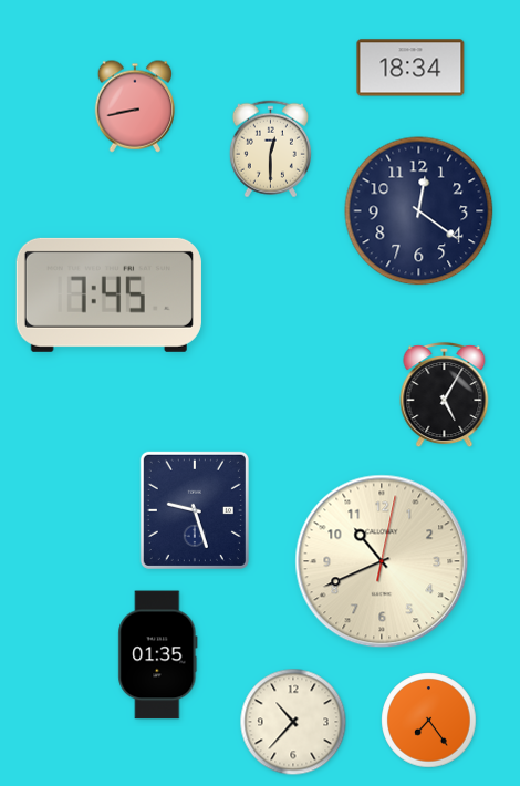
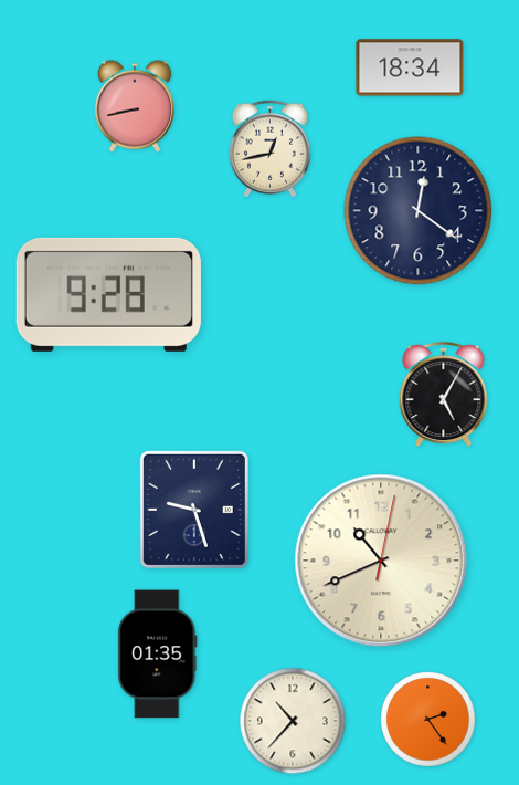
clock at (270, 149): 12:30 -> 12:43
clock at (108, 294): 7:45 -> 9:28
clock at (429, 721): 7:24 -> 2:24
